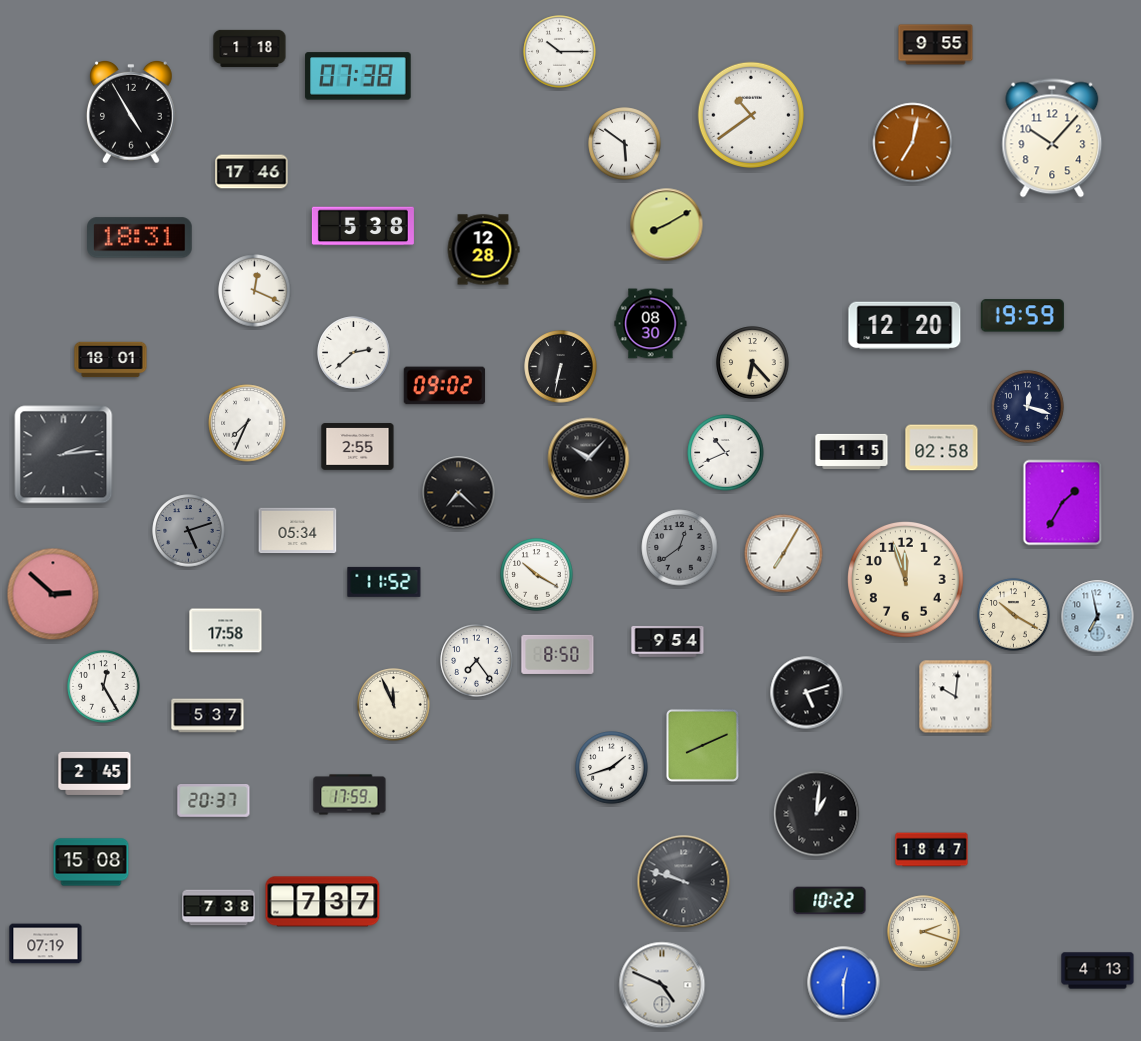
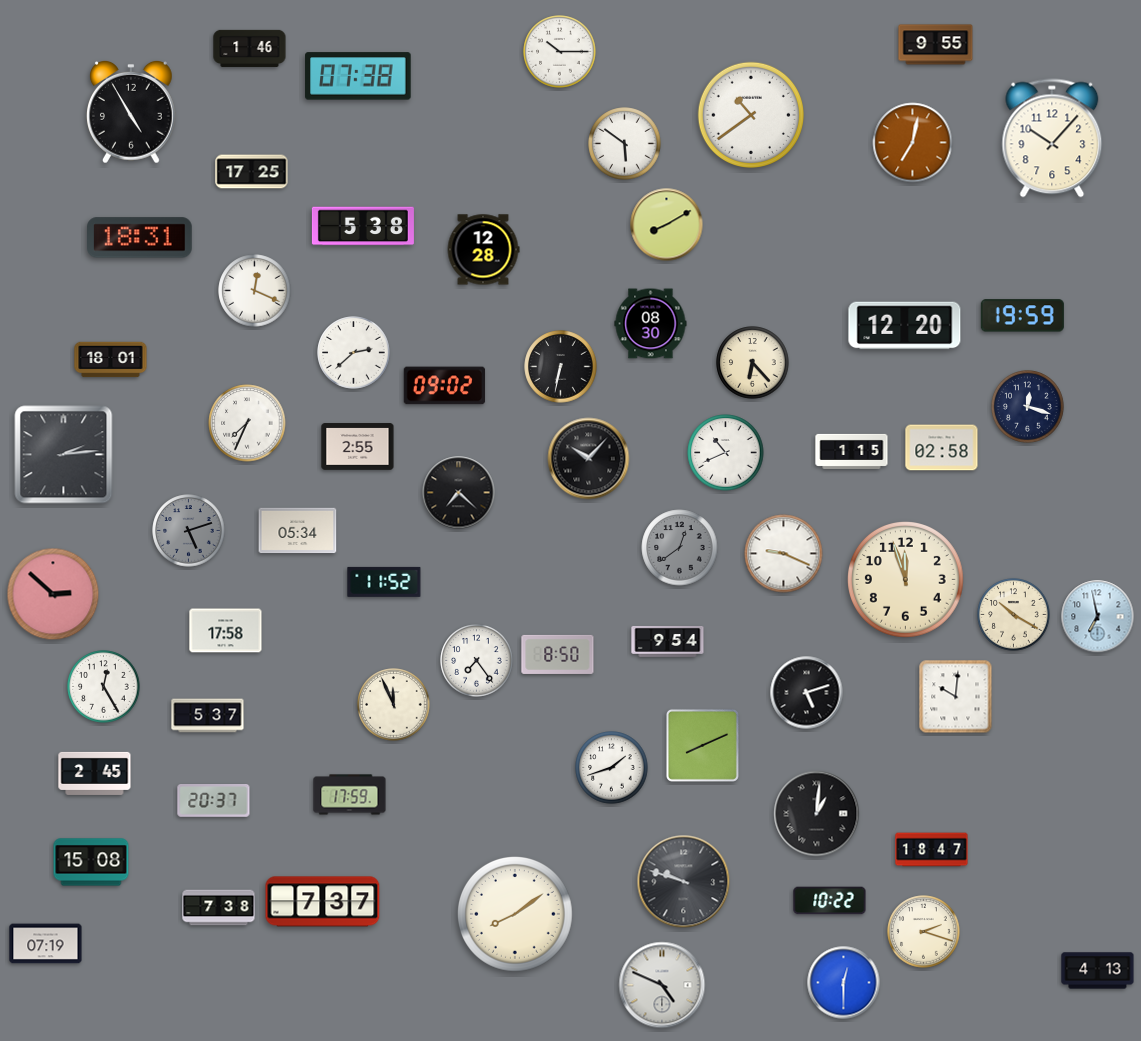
clock at (250, 48): 1:18 -> 1:46
clock at (252, 172): 17:46 -> 17:25
clock at (1063, 503): 1:35 -> none
clock at (784, 554): 7:05 -> 9:19
clock at (537, 575): 10:20 -> none
clock at (515, 914): none -> 8:09
